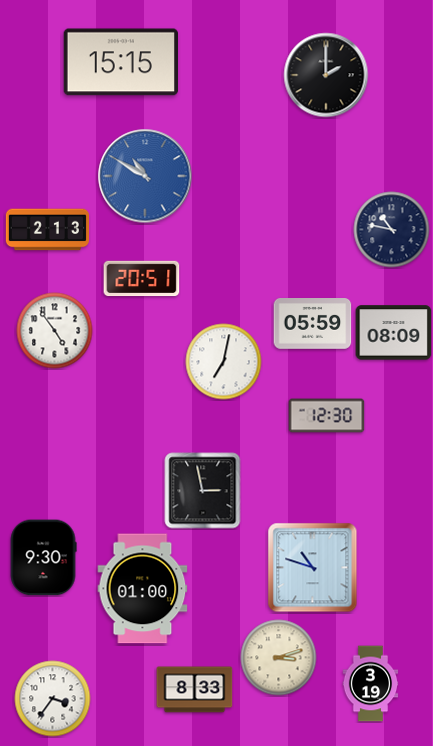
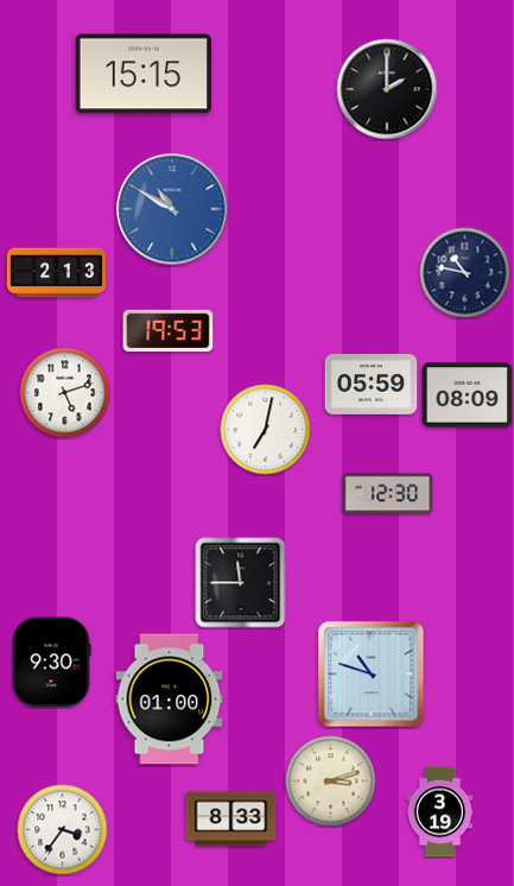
clock at (142, 279): 20:51 -> 19:53
clock at (55, 331): 4:54 -> 5:12
clock at (203, 491): 2:58 -> 11:45
